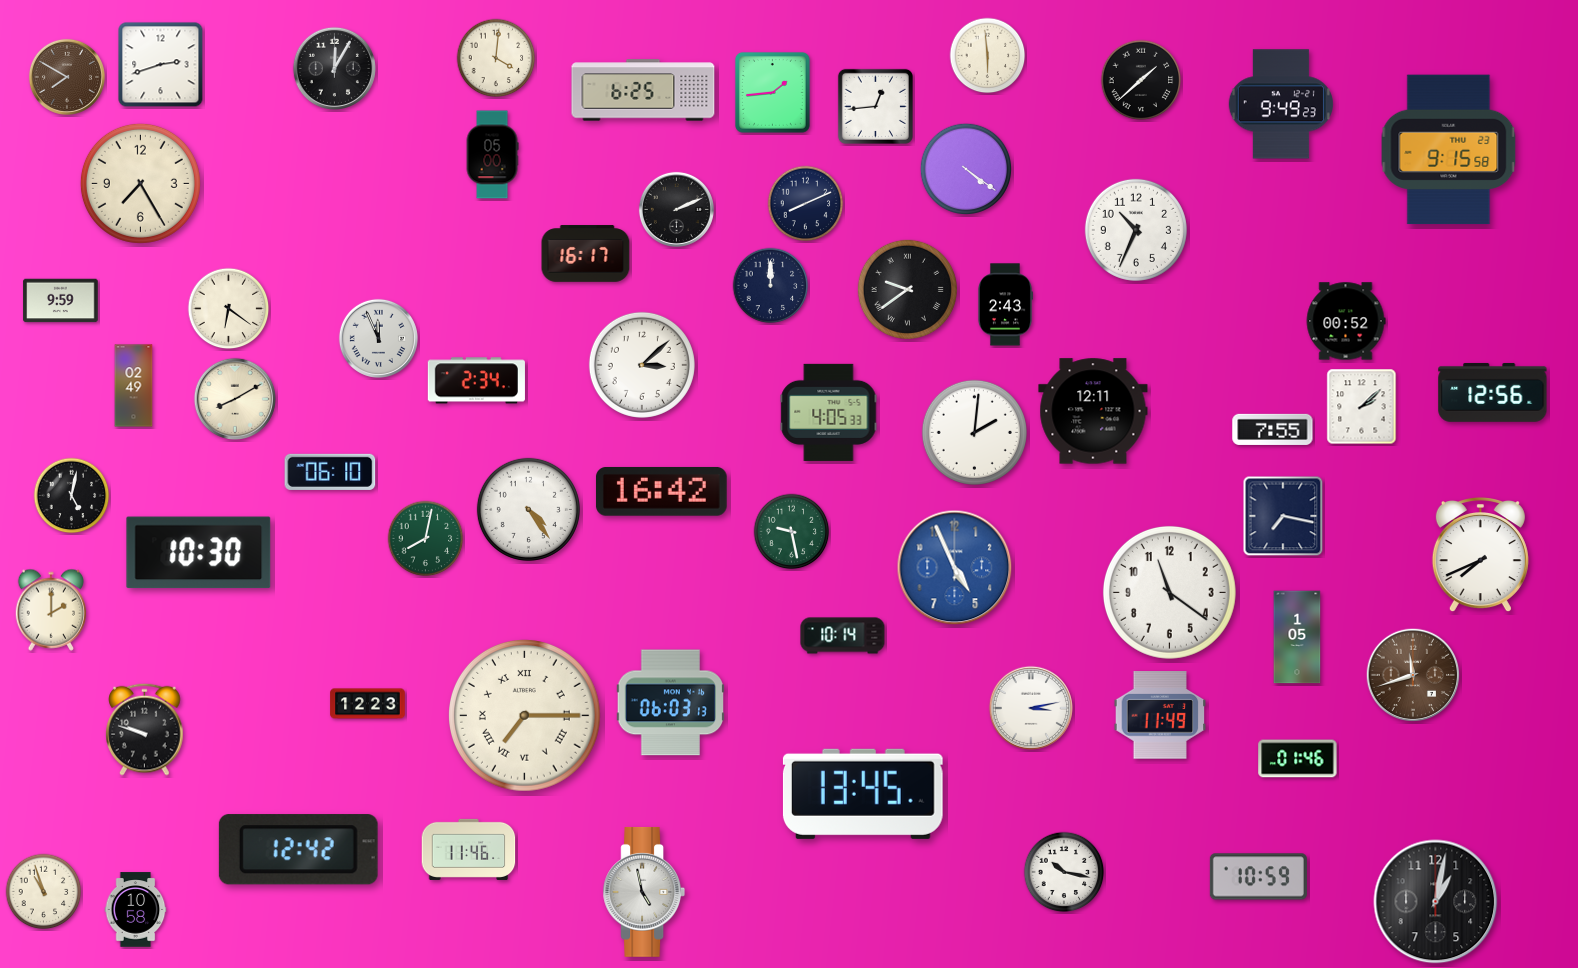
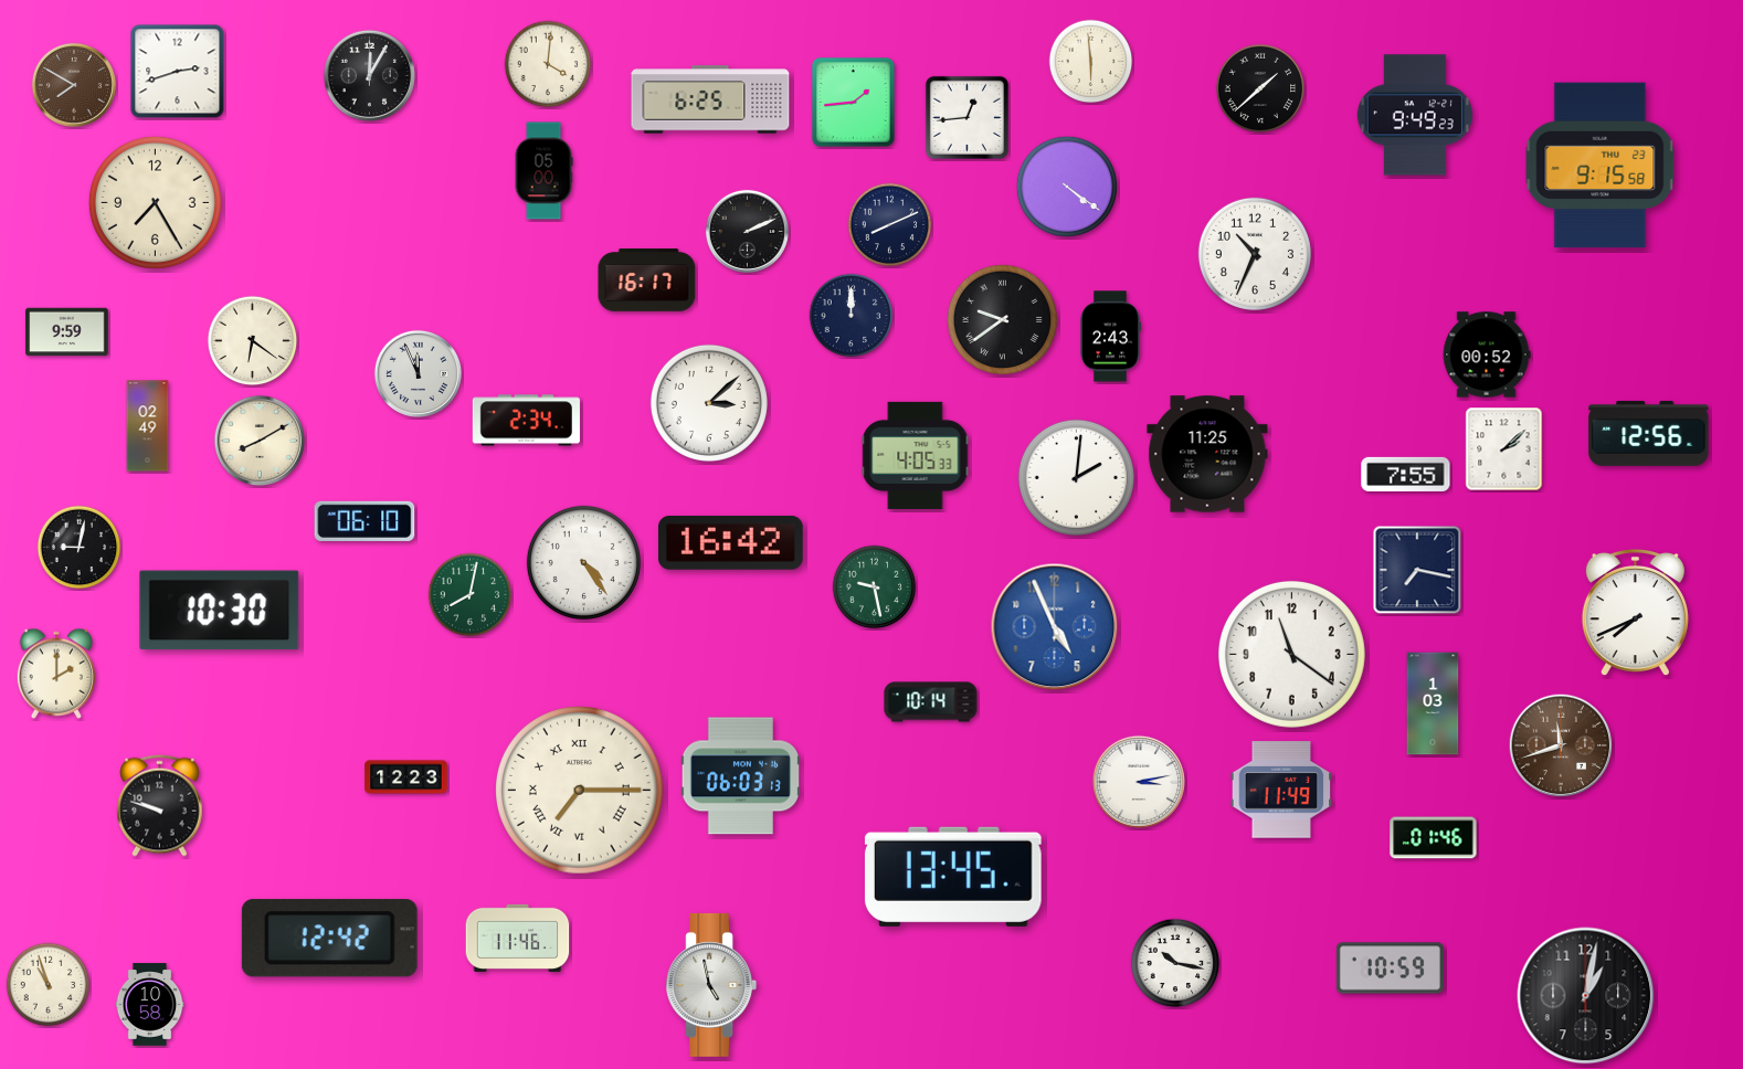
clock at (1093, 411): 12:11 -> 11:25
clock at (72, 496): 5:02 -> 9:02
clock at (1297, 637): 1:05 -> 1:03
